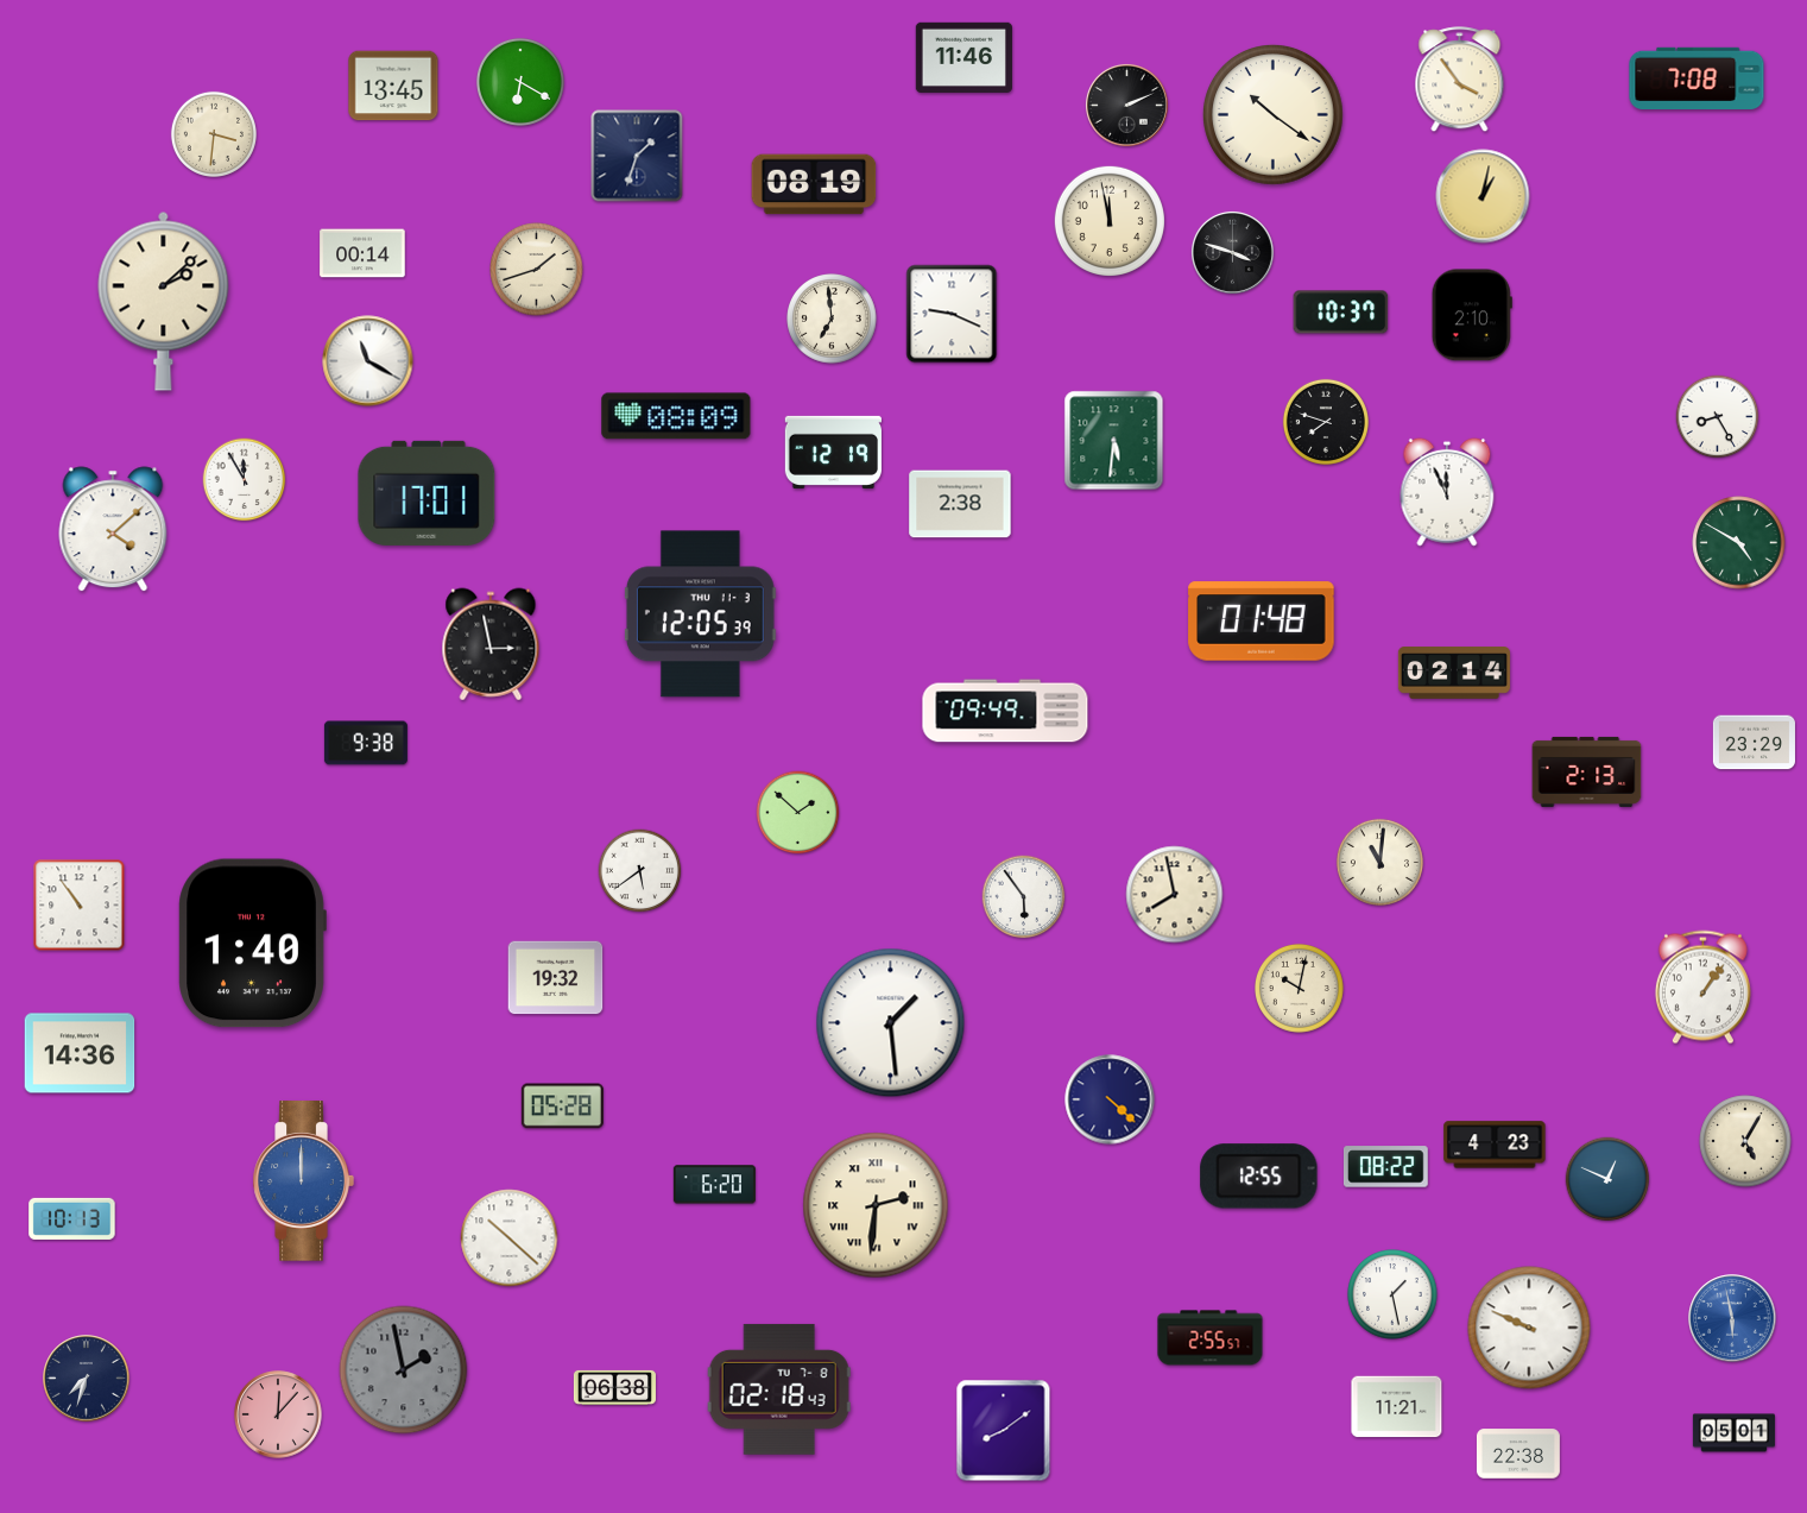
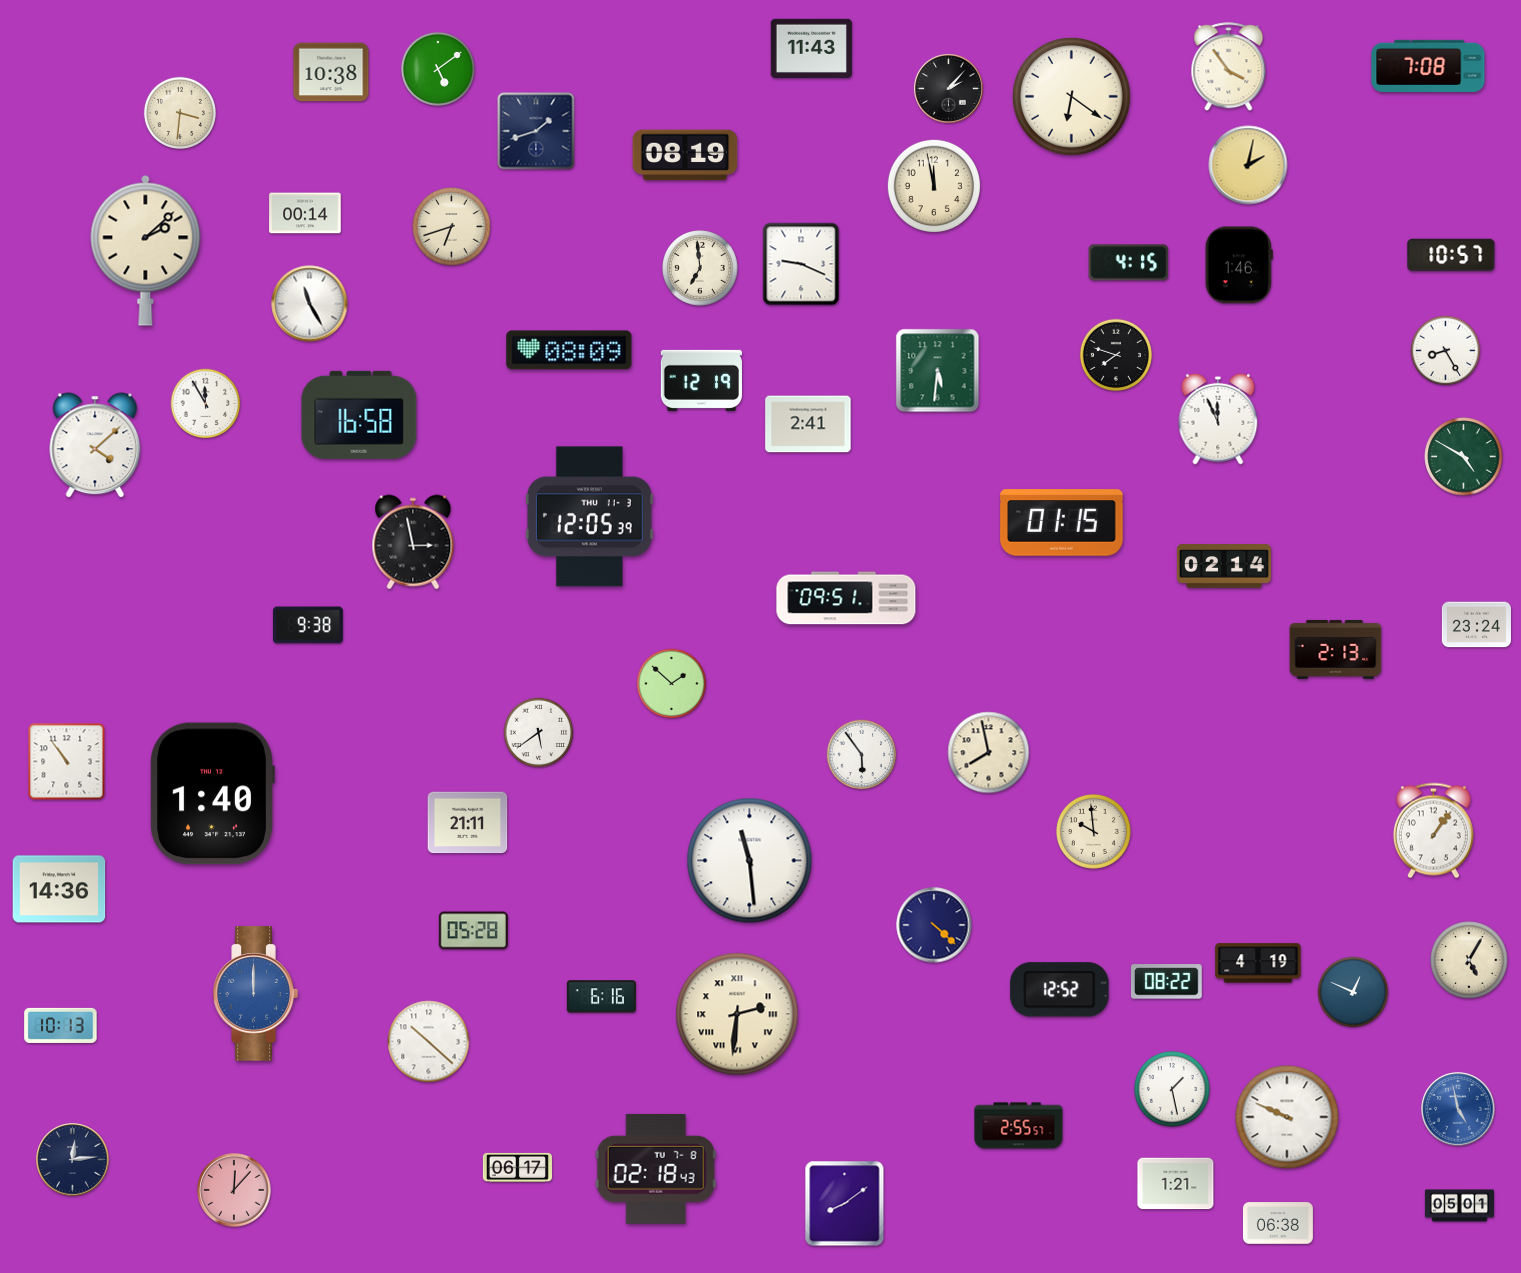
clock at (963, 57): 11:46 -> 11:43
clock at (520, 82): 6:20 -> 5:09
clock at (393, 86): 13:45 -> 10:38
clock at (1126, 105): 2:11 -> 2:07
clock at (1274, 115): 10:21 -> 6:21
clock at (637, 156): 1:33 -> 1:42
clock at (1483, 196): 1:02 -> 2:02
clock at (1232, 252): 3:48 -> none
clock at (537, 270): 1:42 -> 6:42
clock at (164, 301) position: (164, 301) -> (146, 250)
clock at (1451, 255): none -> 10:57
clock at (1341, 313): 10:37 -> 4:15
clock at (1472, 315): 2:10 -> 1:46
clock at (368, 361): 11:20 -> 11:25
clock at (1447, 492) position: (1447, 492) -> (1218, 419)
clock at (427, 493): 17:01 -> 16:58
clock at (960, 504): 2:38 -> 2:41
clock at (1262, 622): 01:48 -> 01:15
clock at (1005, 711): 09:49 -> 09:51
clock at (1754, 743): 23:29 -> 23:24
clock at (1379, 862): 11:01 -> none
clock at (556, 978): 19:32 -> 21:11
clock at (1300, 989): 10:02 -> 9:59
clock at (891, 1023): 1:29 -> 11:29
clock at (80, 1053) position: (80, 1053) -> (59, 889)
clock at (1495, 1145): 4:23 -> 4:19
clock at (1259, 1177): 12:55 -> 12:52
clock at (714, 1185): 6:20 -> 6:16
clock at (1732, 1318): 5:58 -> 4:58
clock at (404, 1370): 1:58 -> none
clock at (87, 1379): 7:33 -> 12:14
clock at (614, 1387): 06:38 -> 06:17
clock at (1397, 1407): 11:21 -> 1:21
clock at (1518, 1454): 22:38 -> 06:38
